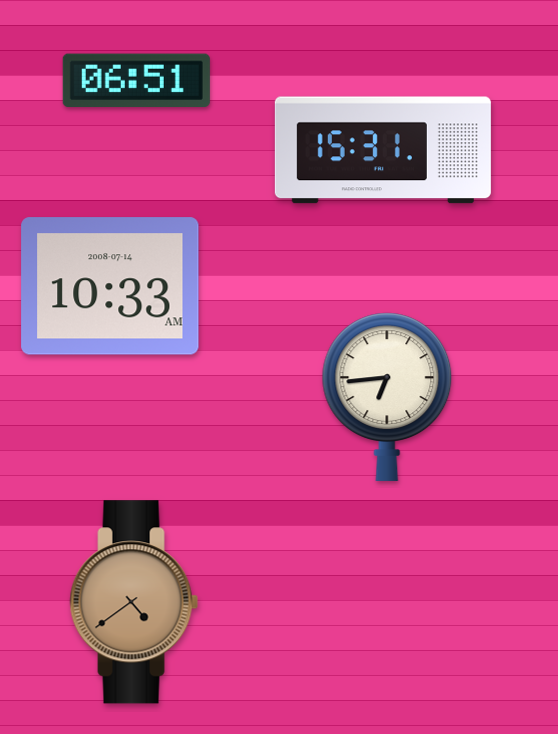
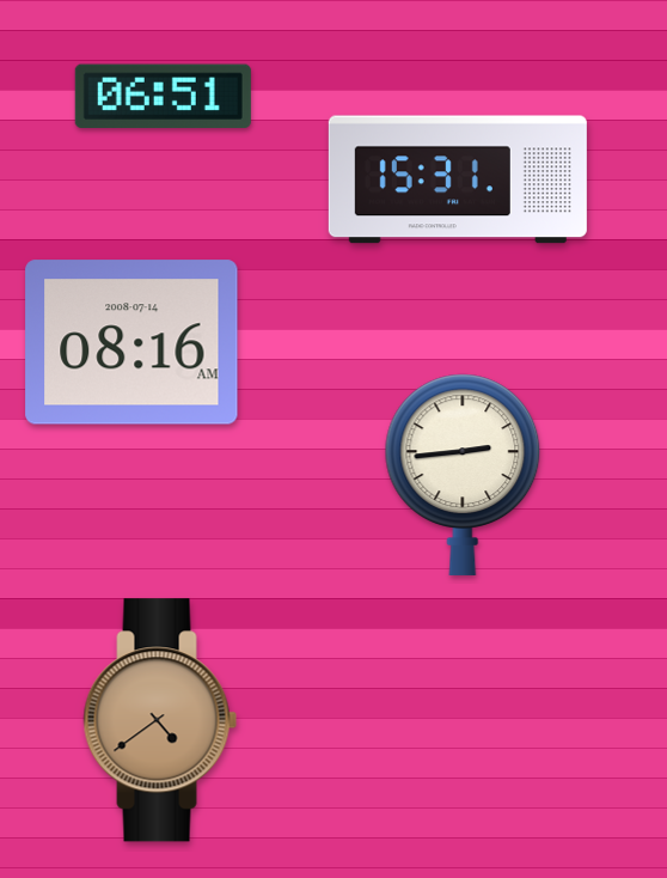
clock at (110, 286): 10:33 -> 08:16
clock at (387, 397): 6:44 -> 2:44
